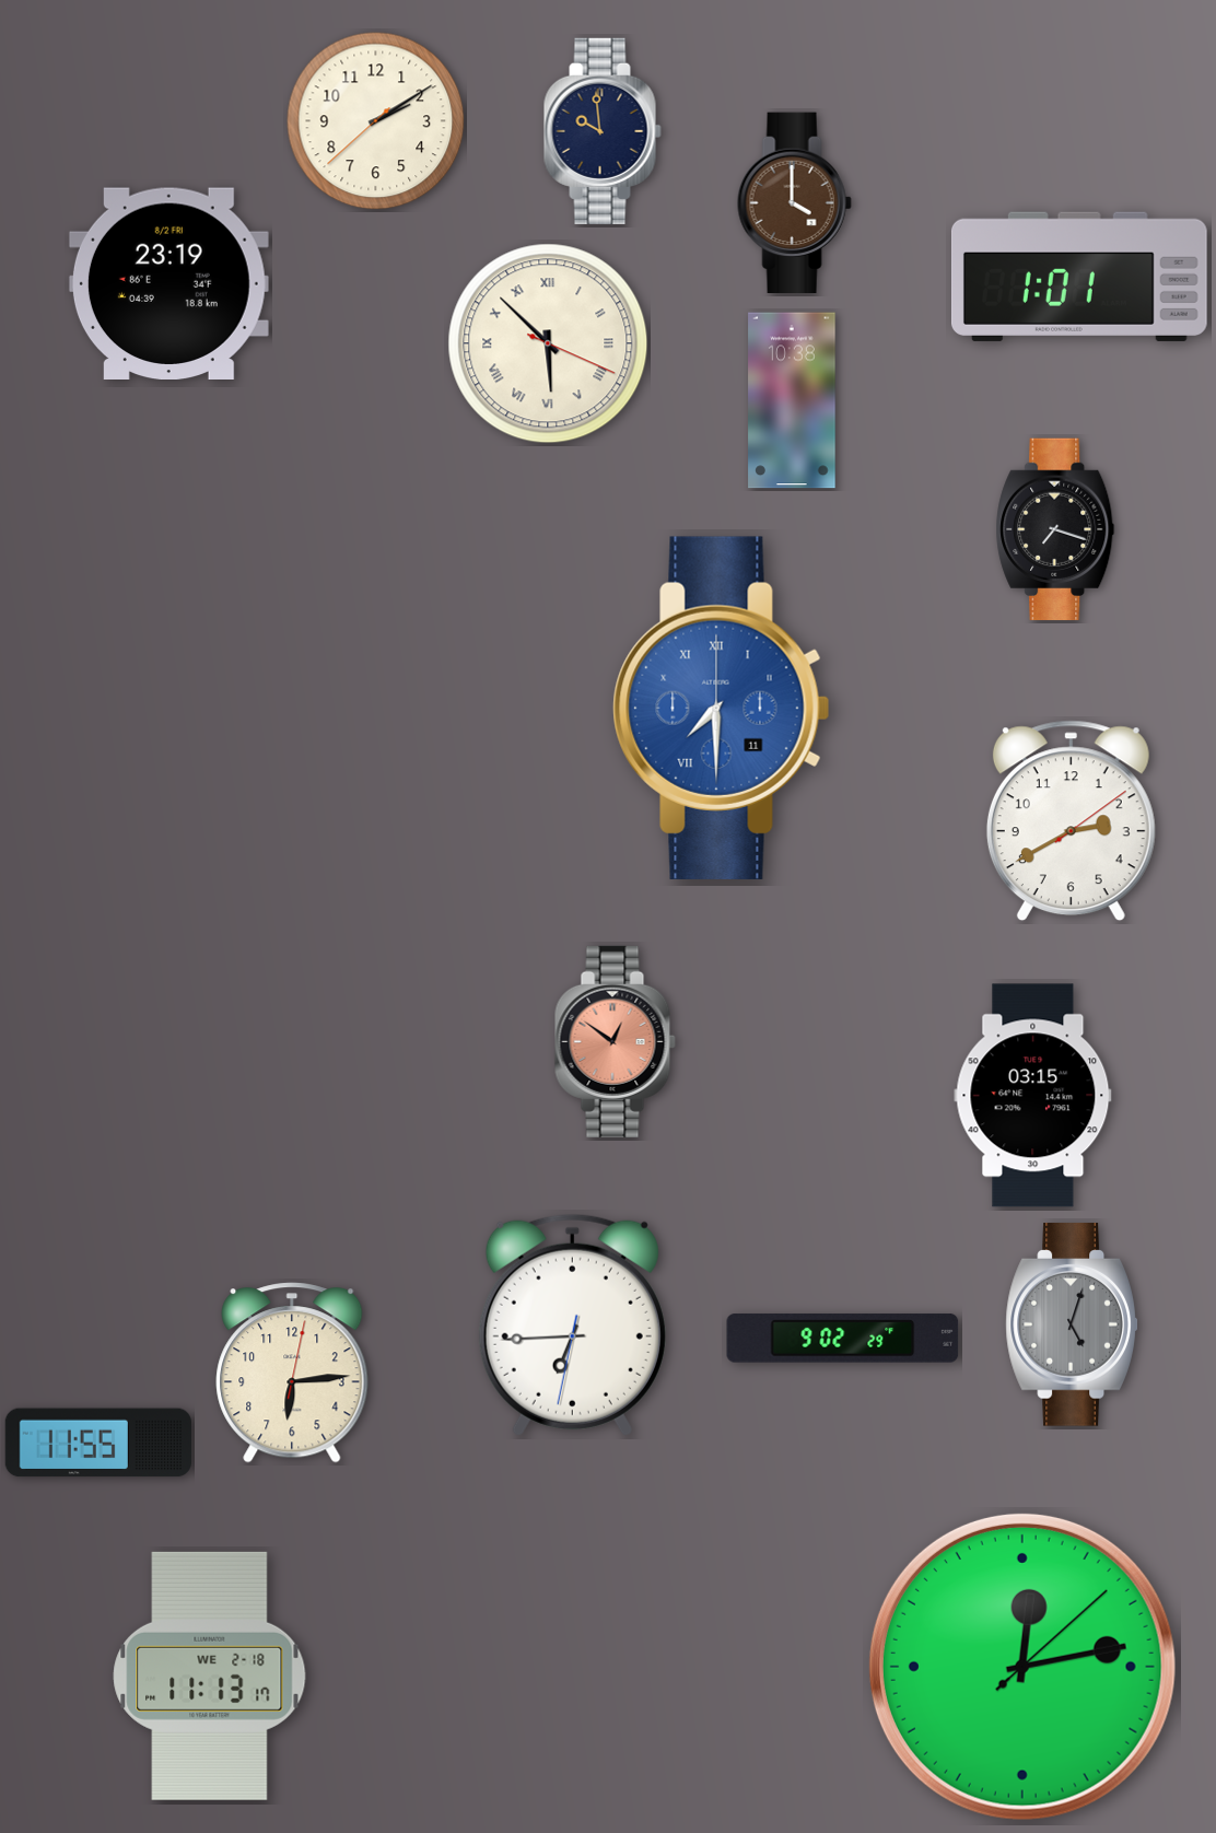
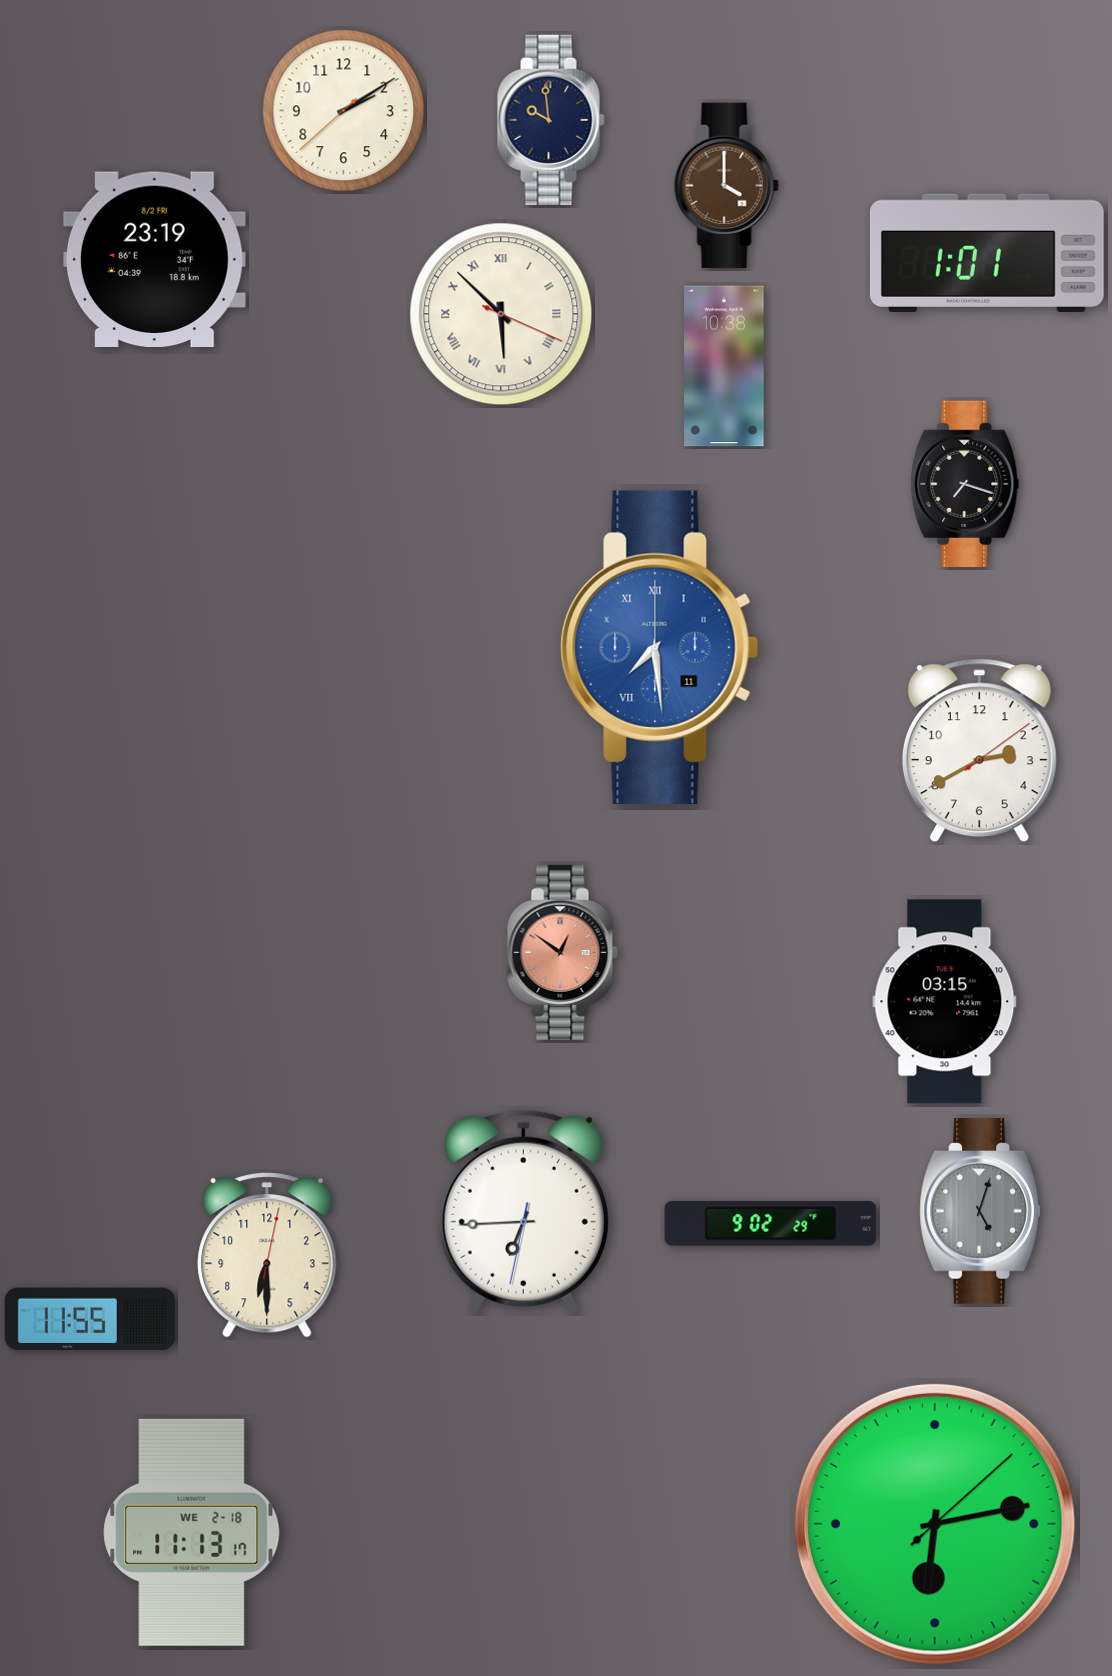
clock at (722, 708): 7:30 -> 7:29
clock at (292, 1373): 6:14 -> 6:30
clock at (1022, 1667): 12:13 -> 6:13
